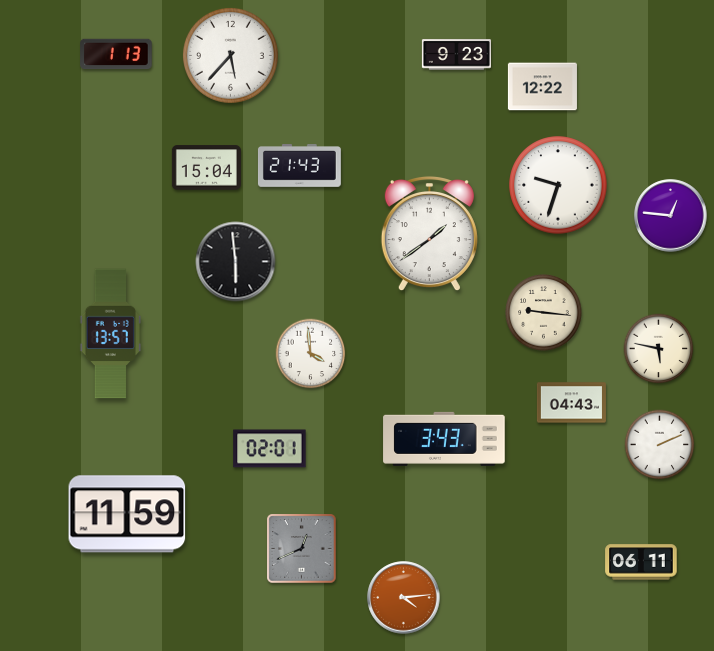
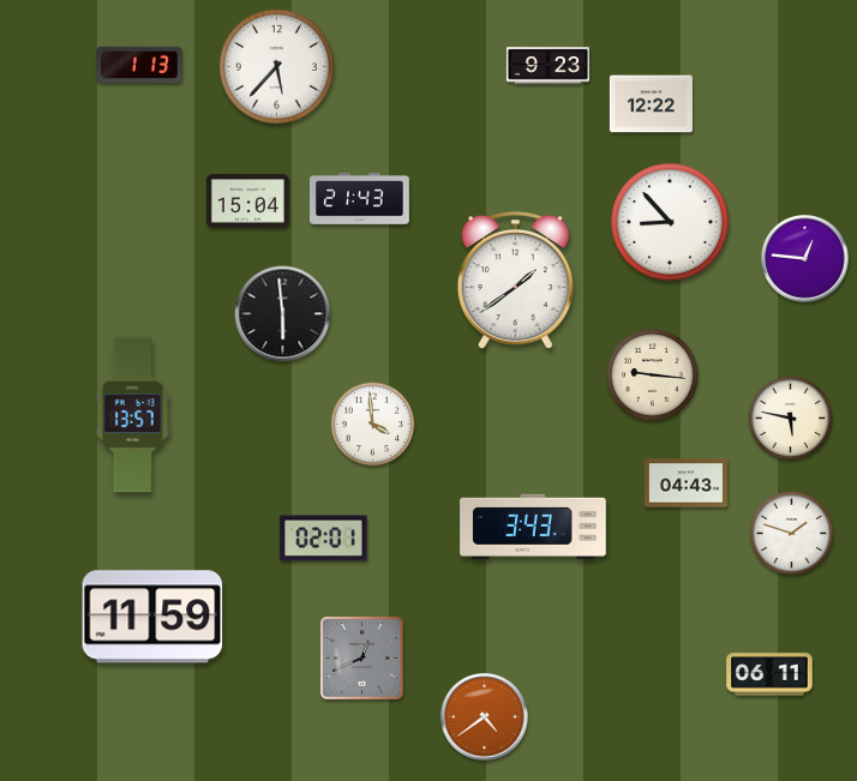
clock at (558, 185): 9:33 -> 8:53
clock at (110, 334) position: (110, 334) -> (132, 415)
clock at (660, 445): 2:11 -> 1:48
clock at (404, 598): 4:14 -> 4:39
